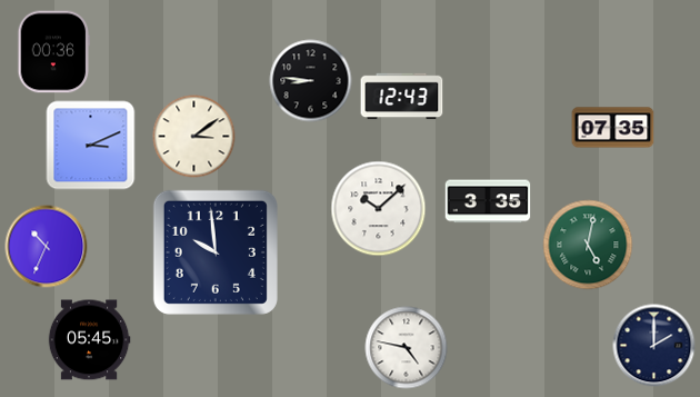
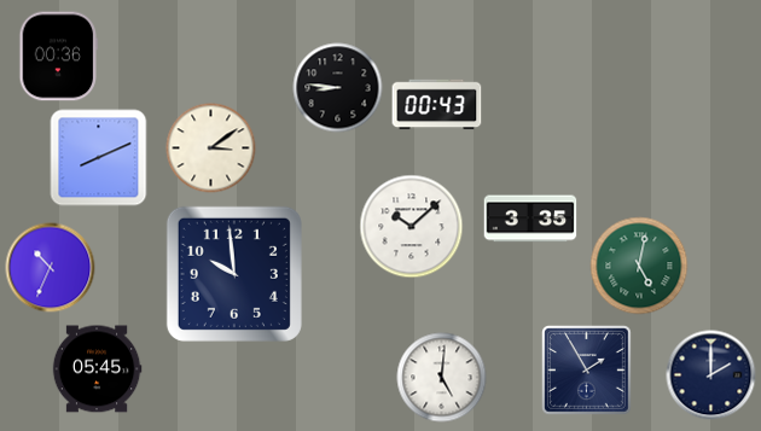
clock at (402, 97): 12:43 -> 00:43
clock at (613, 128): 07:35 -> none
clock at (91, 146): 3:11 -> 8:11
clock at (587, 371): none -> 1:55
clock at (407, 348): 4:47 -> 5:01
